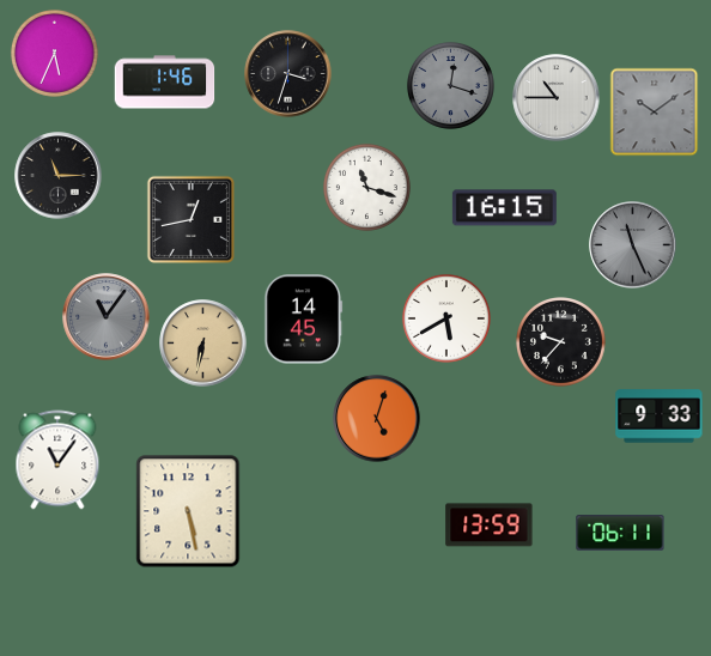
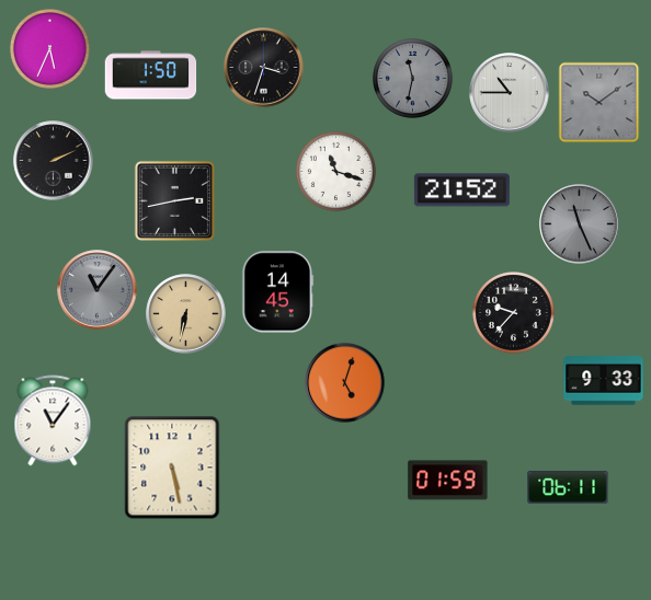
clock at (165, 83): 1:46 -> 1:50
clock at (450, 85): 12:18 -> 11:32
clock at (557, 98) position: (557, 98) -> (510, 93)
clock at (59, 176): 11:15 -> 2:11
clock at (504, 208): 16:15 -> 21:52
clock at (190, 219): 12:43 -> 2:43
clock at (446, 318): 5:40 -> none
clock at (490, 526): 13:59 -> 01:59
